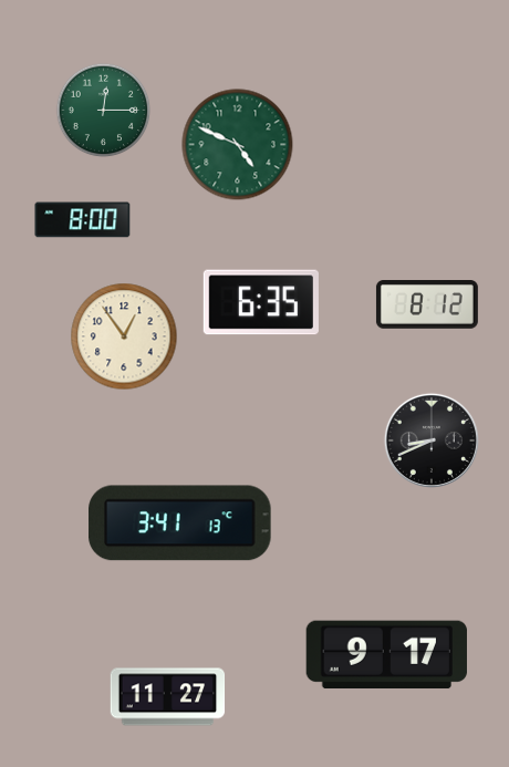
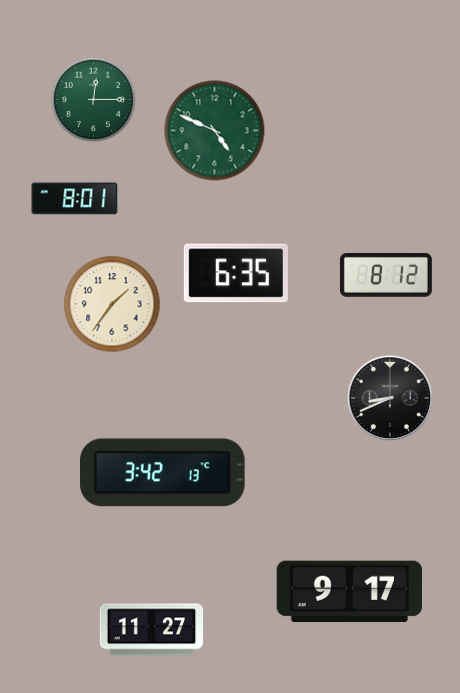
clock at (83, 220): 8:00 -> 8:01
clock at (124, 336): 12:54 -> 1:36
clock at (180, 524): 3:41 -> 3:42
